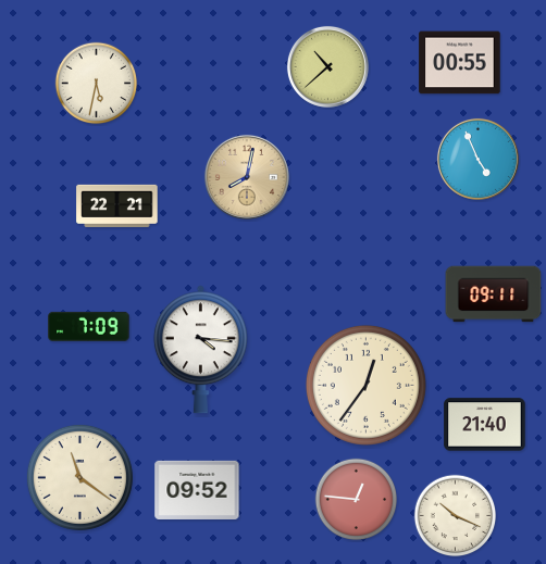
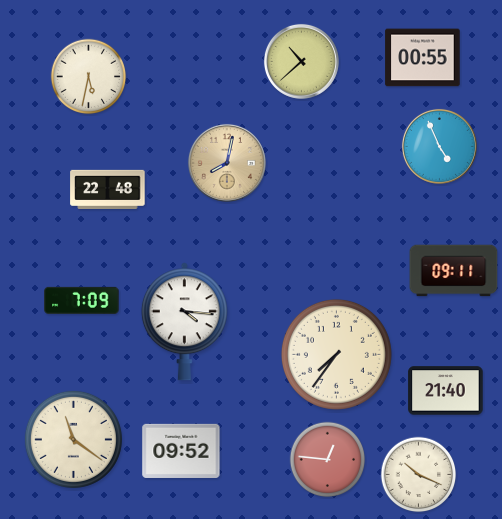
clock at (117, 205): 22:21 -> 22:48
clock at (365, 385): 12:36 -> 7:36
